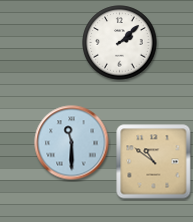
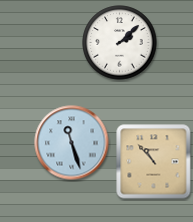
clock at (72, 143): 11:30 -> 11:27
clock at (154, 162): 10:51 -> 10:53
